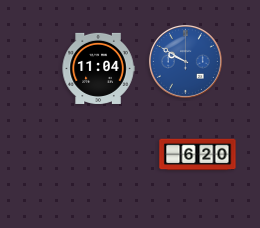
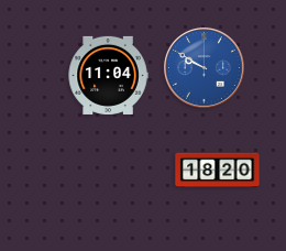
clock at (198, 155): 6:20 -> 18:20
